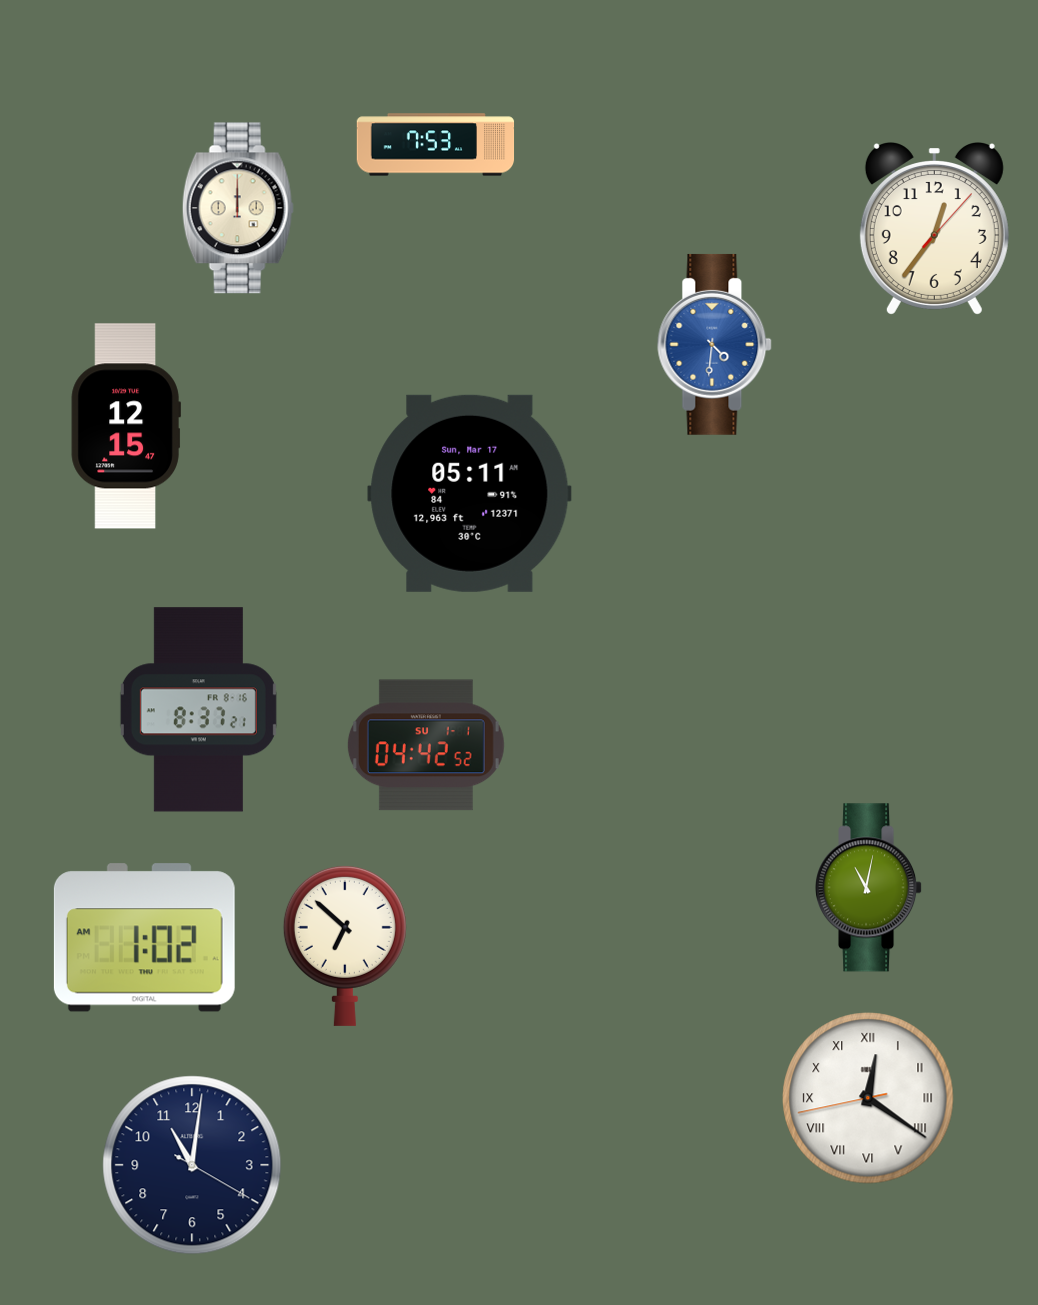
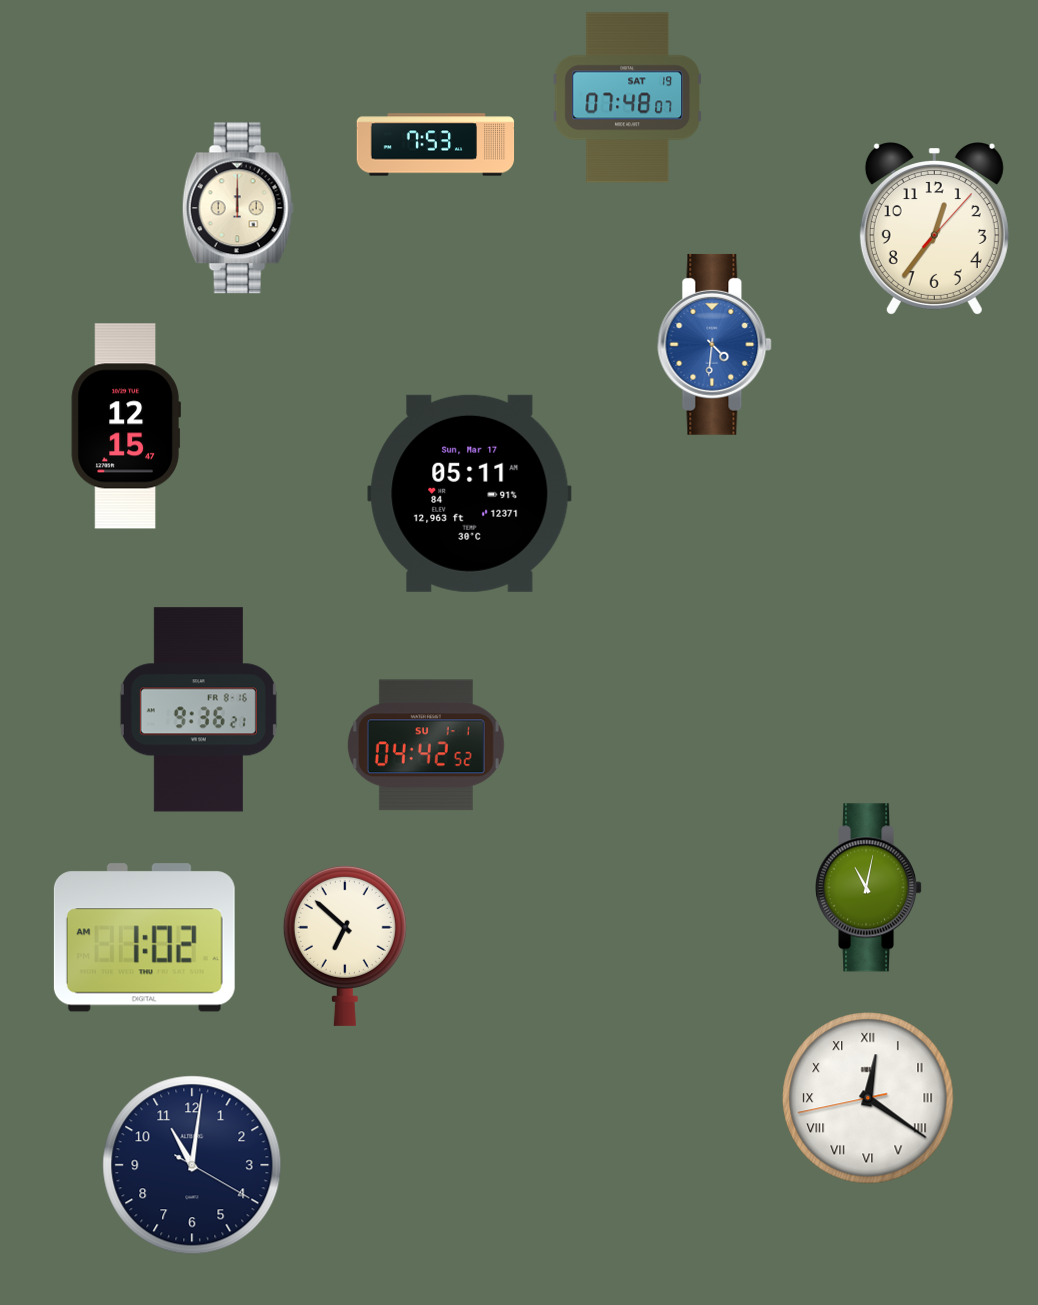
clock at (627, 98): none -> 07:48
clock at (198, 710): 8:37 -> 9:36
